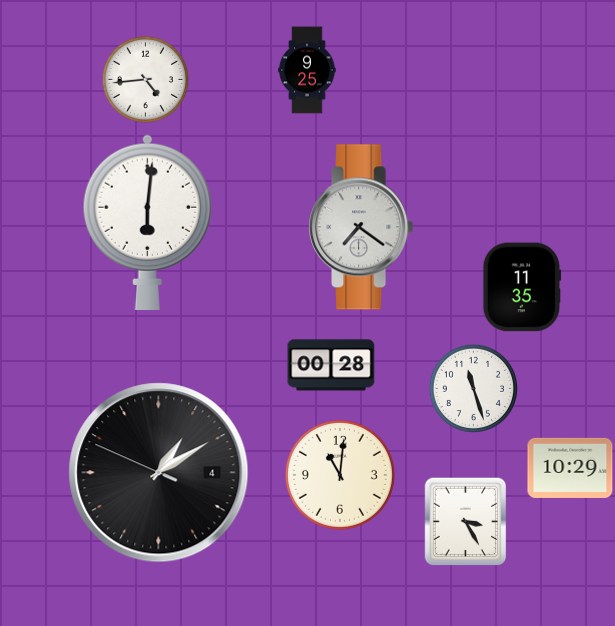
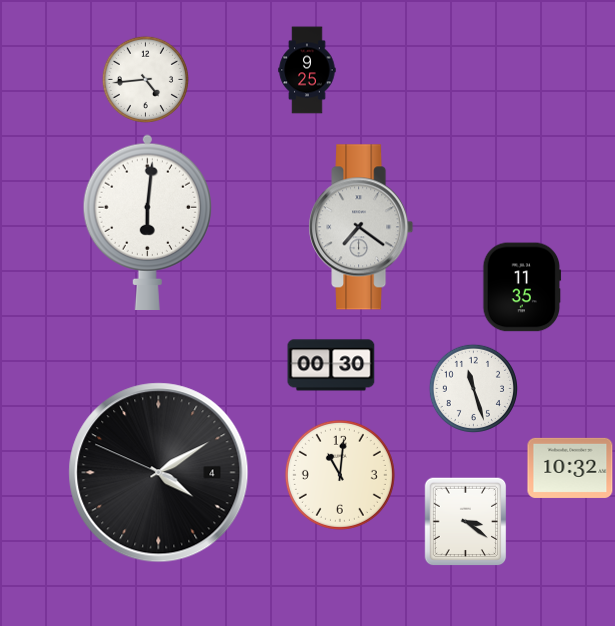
clock at (331, 365): 00:28 -> 00:30
clock at (570, 468): 10:29 -> 10:32
clock at (159, 473): 1:09 -> 4:09
clock at (466, 522): 3:25 -> 3:21
